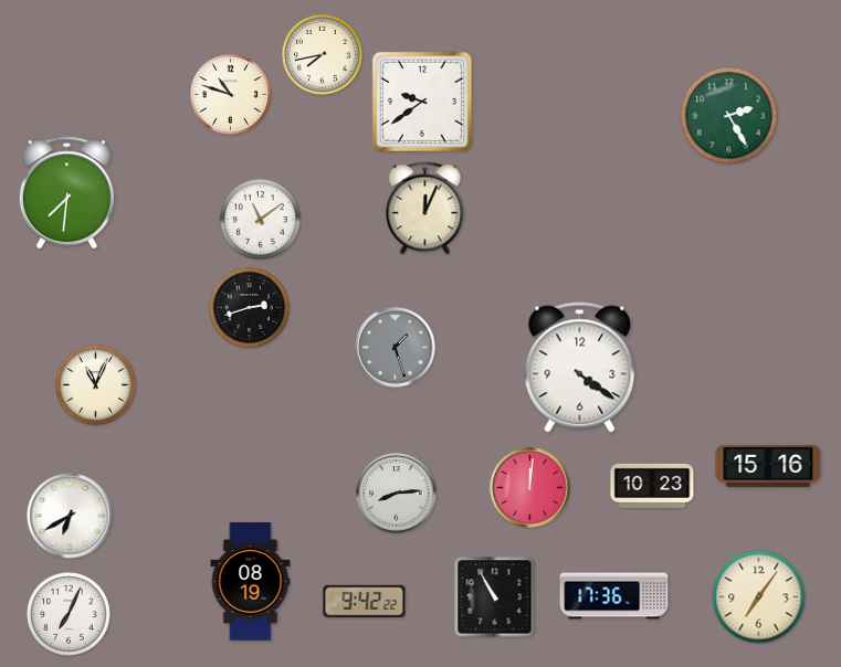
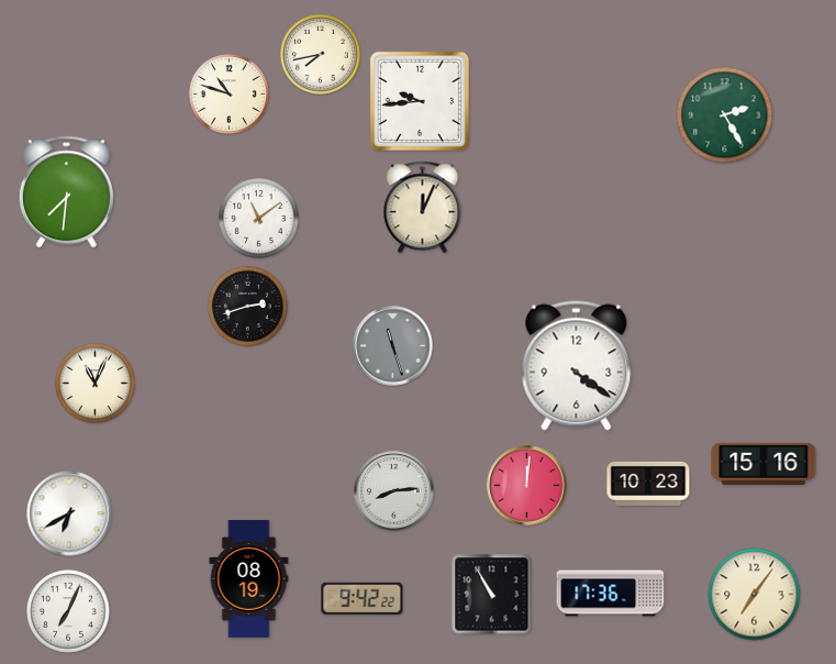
clock at (422, 102): 9:39 -> 9:44
clock at (396, 348): 1:27 -> 11:27
